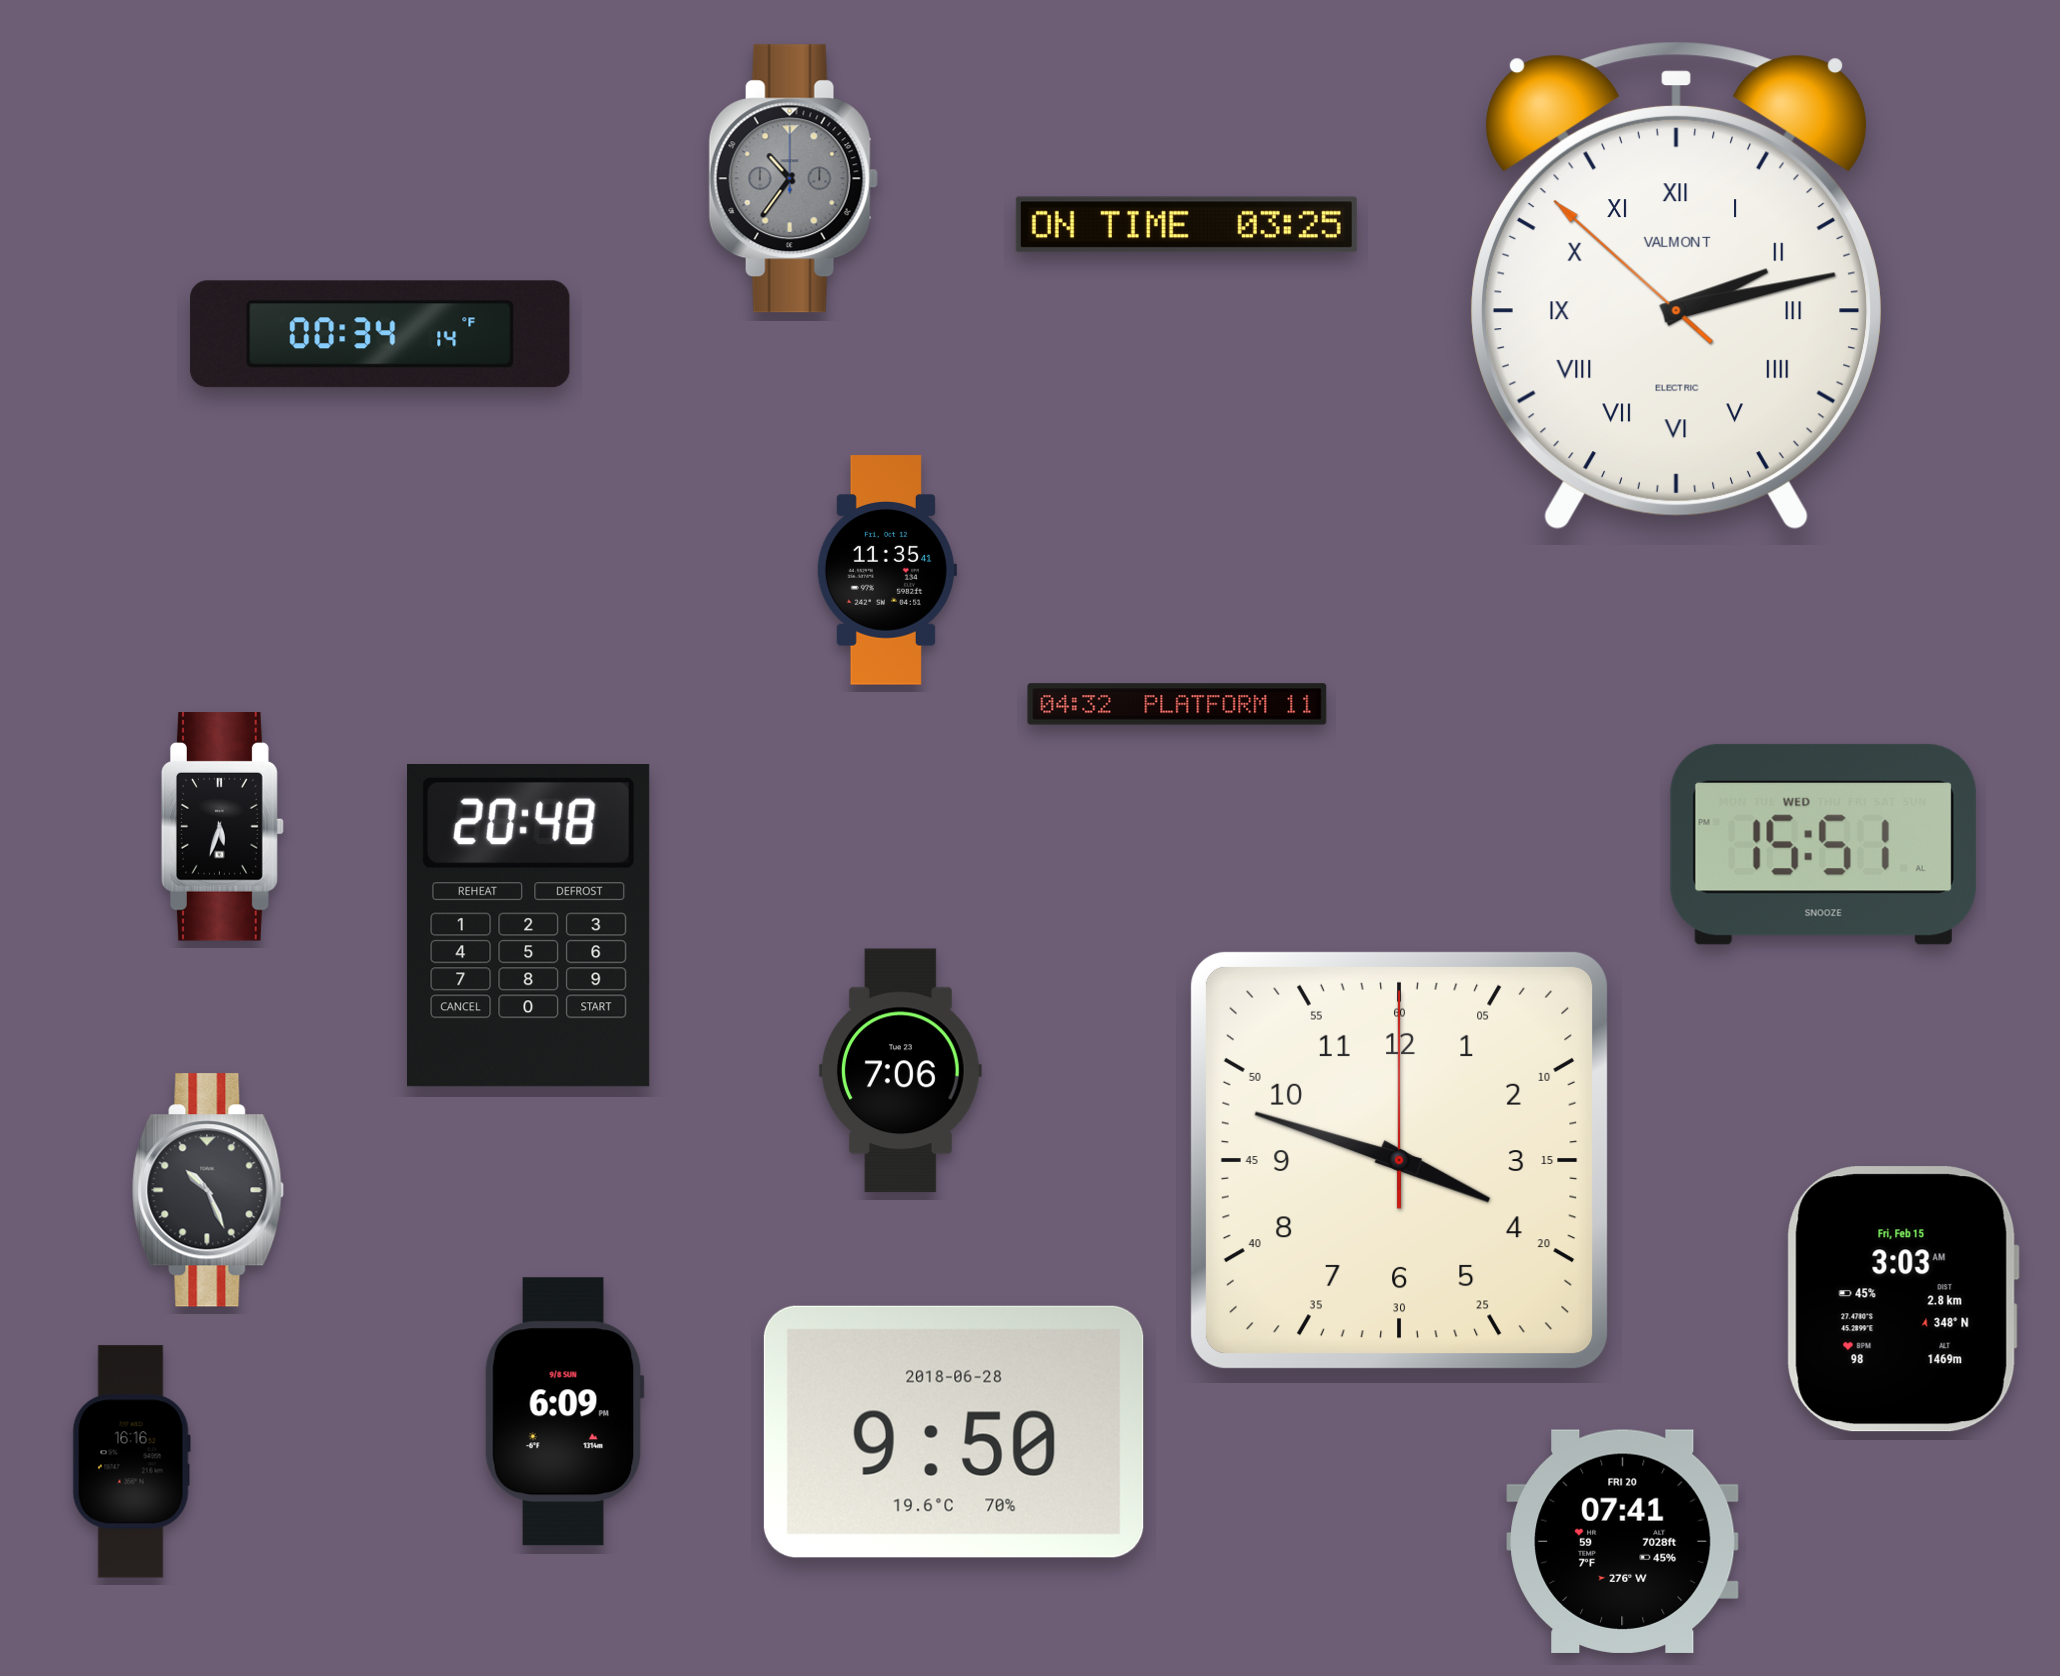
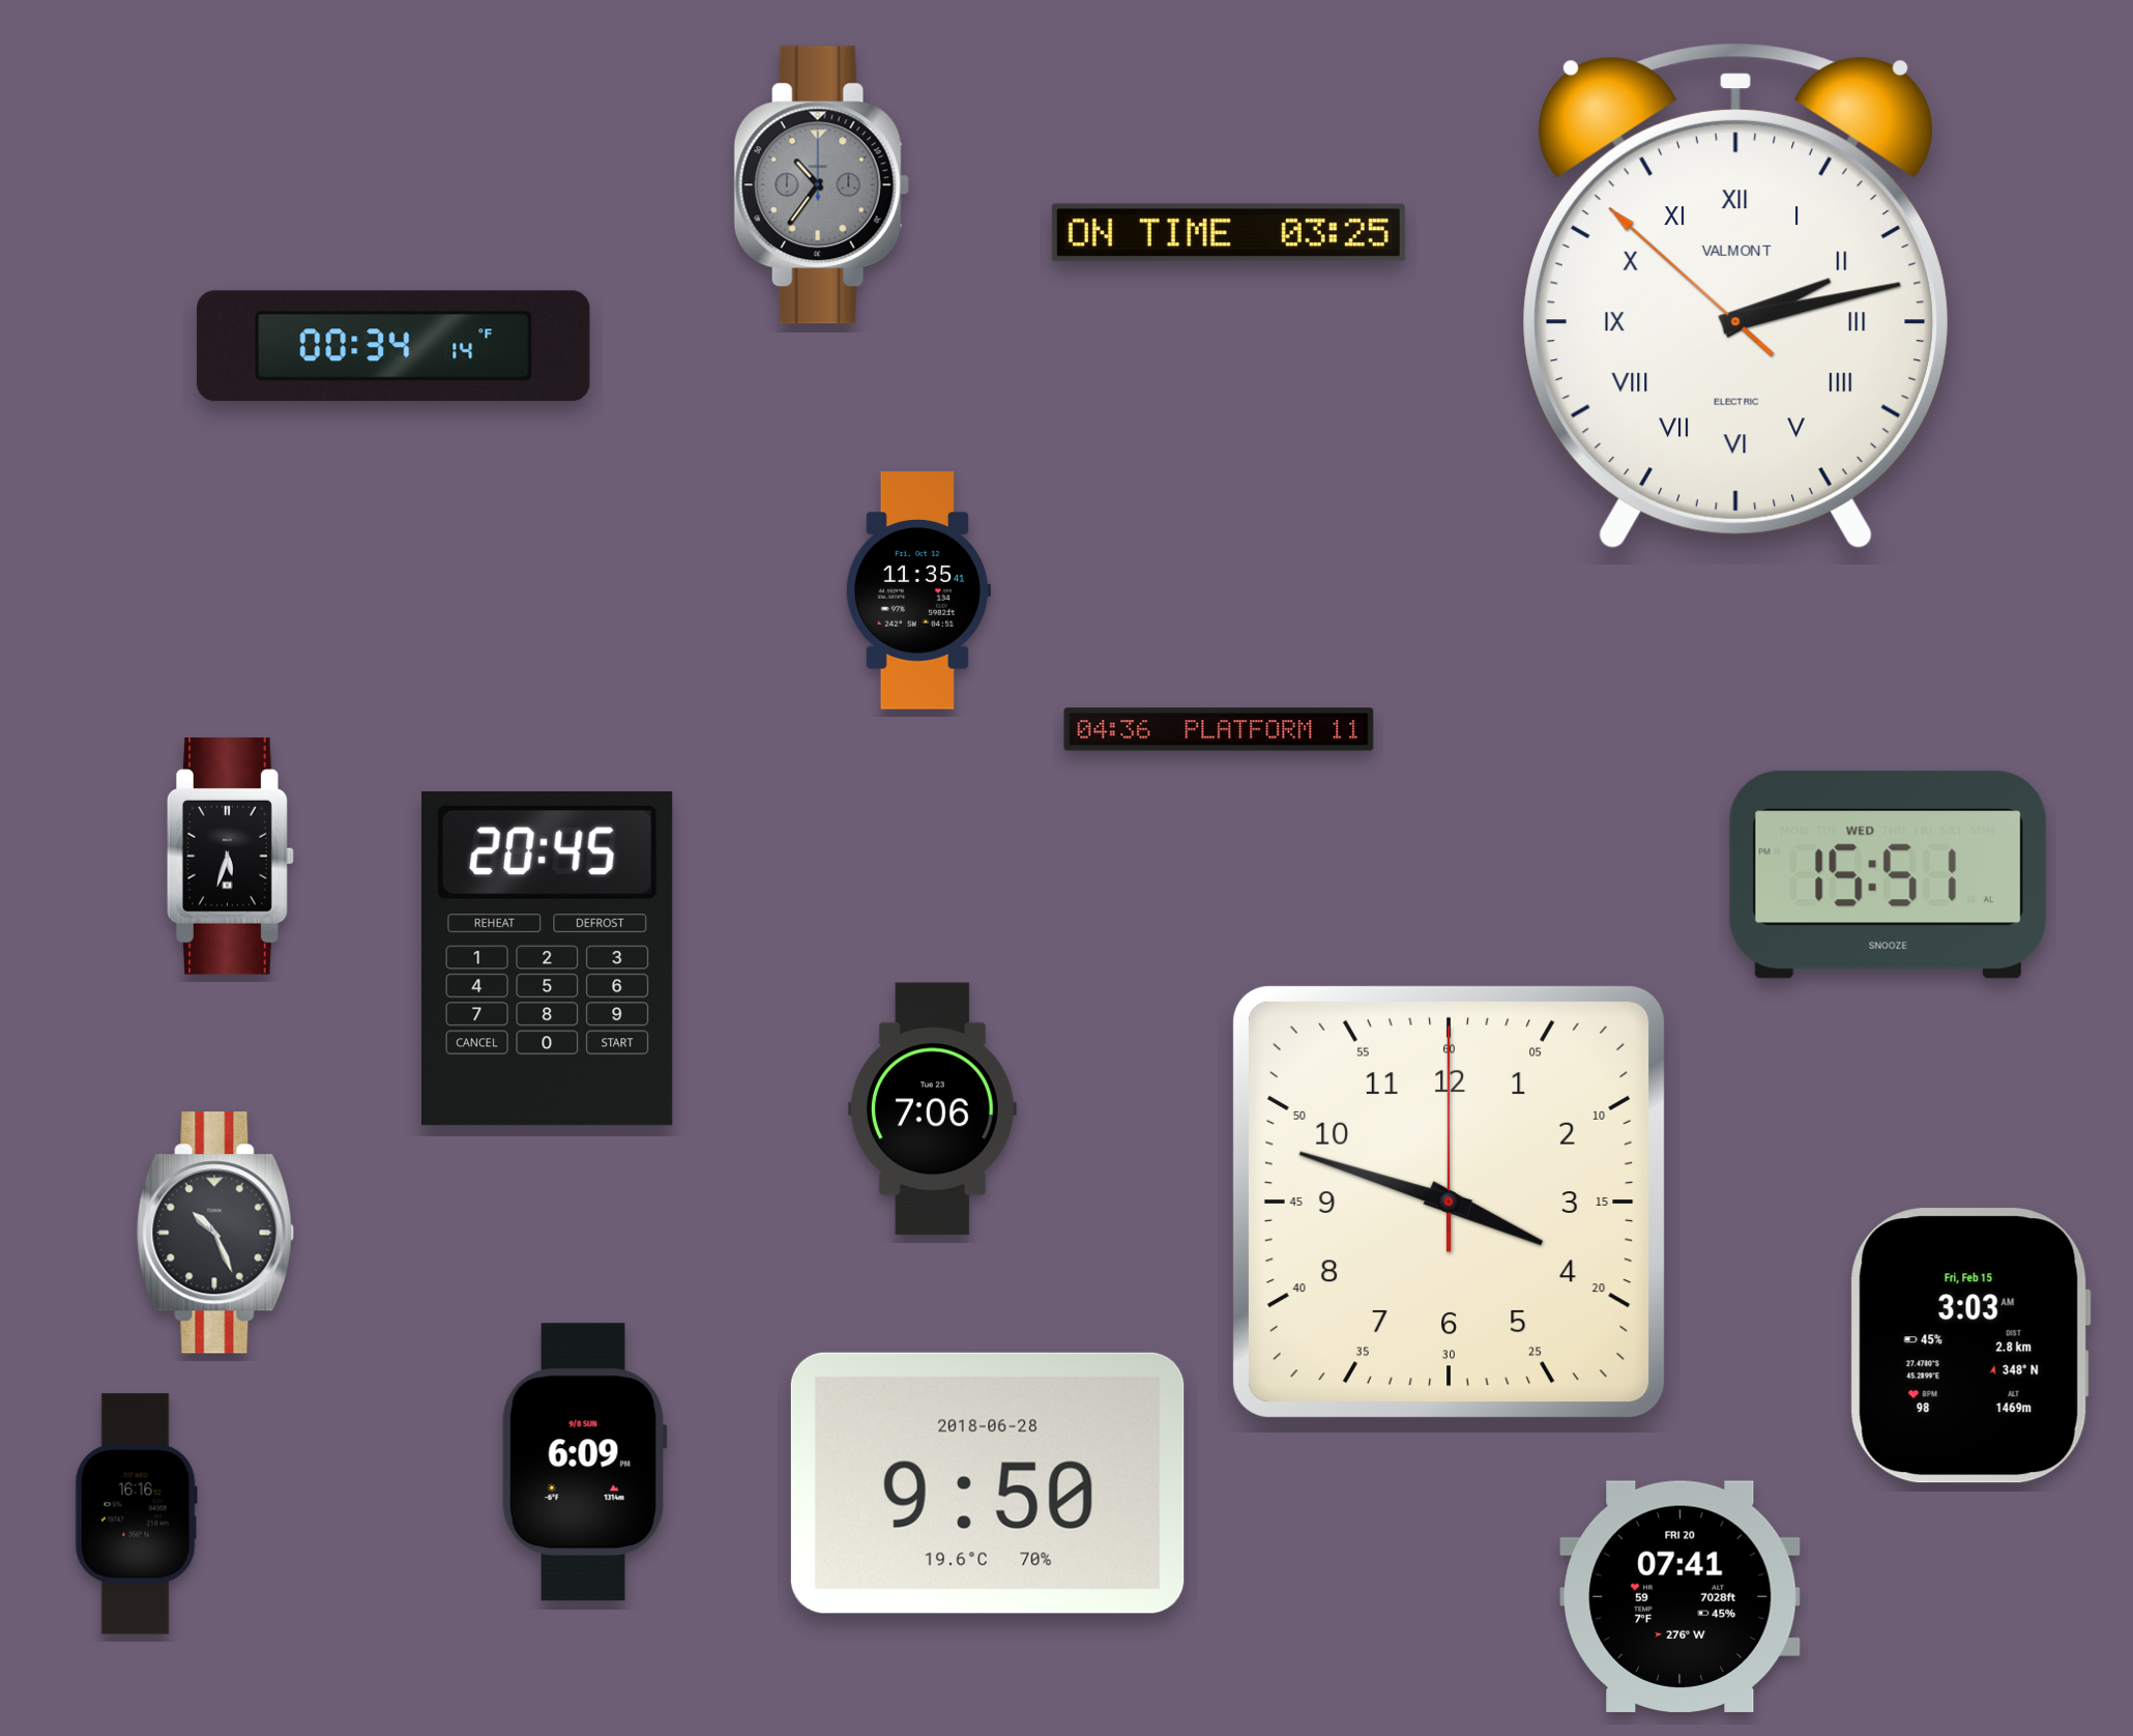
clock at (1177, 704): 04:32 -> 04:36
clock at (529, 926): 20:48 -> 20:45
